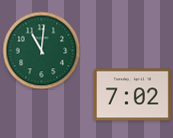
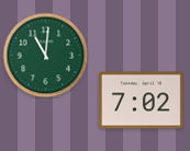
clock at (132, 95) position: (132, 95) -> (141, 101)
